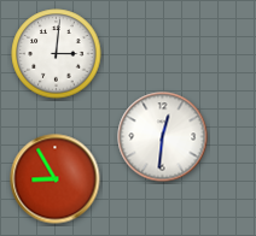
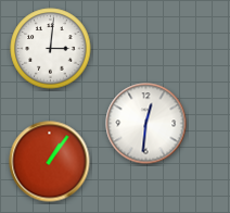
clock at (56, 179): 8:55 -> 1:06
